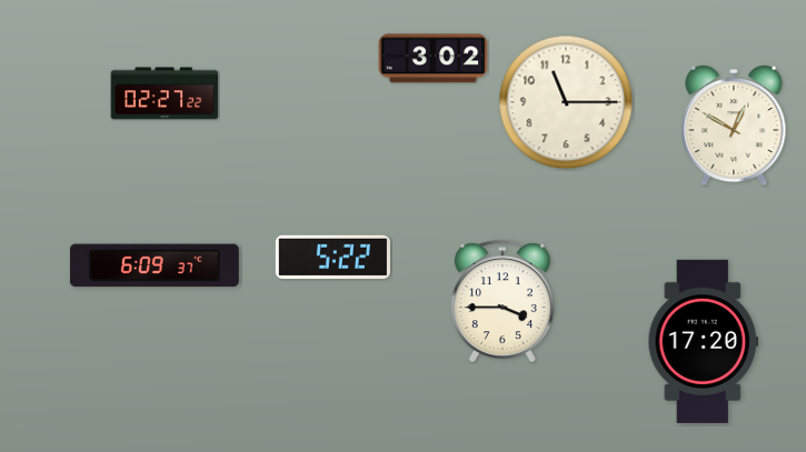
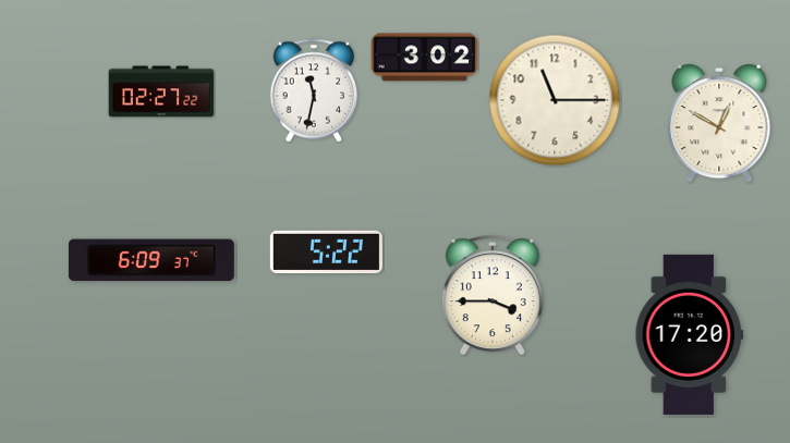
clock at (314, 90): none -> 11:32
